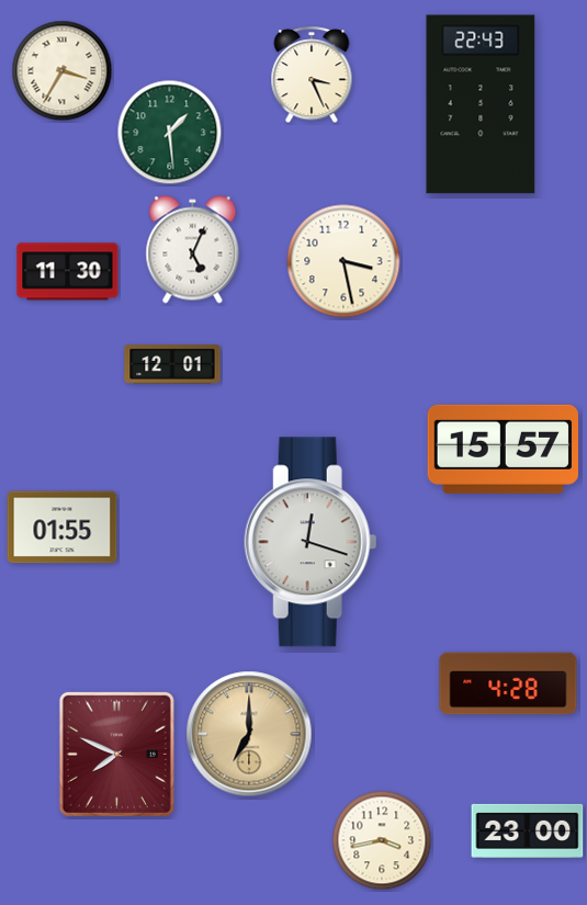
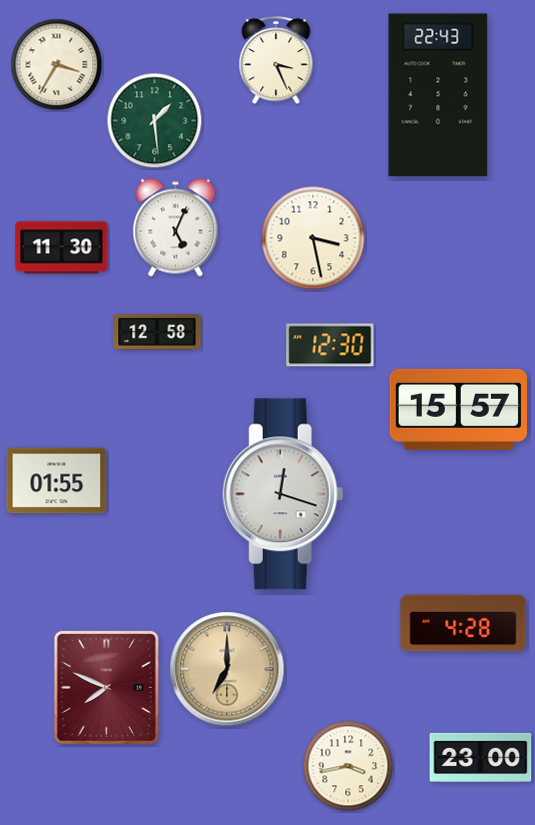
clock at (312, 76) position: (312, 76) -> (276, 61)
clock at (172, 364): 12:01 -> 12:58
clock at (330, 345): none -> 12:30
